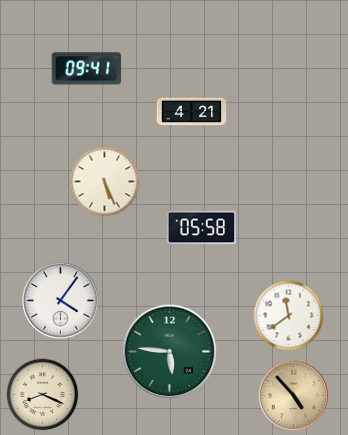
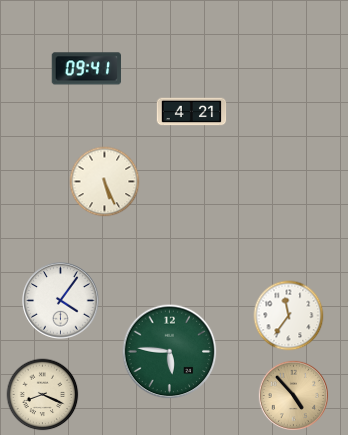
clock at (202, 228): 05:58 -> none
clock at (289, 316): 11:39 -> 11:36
